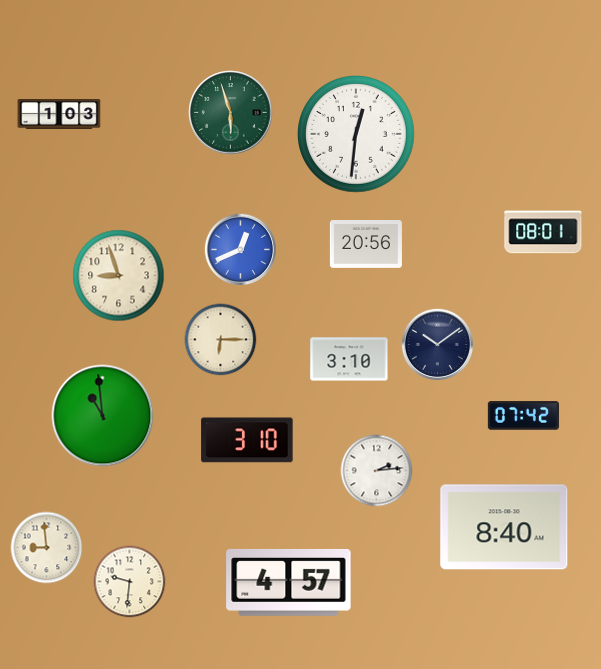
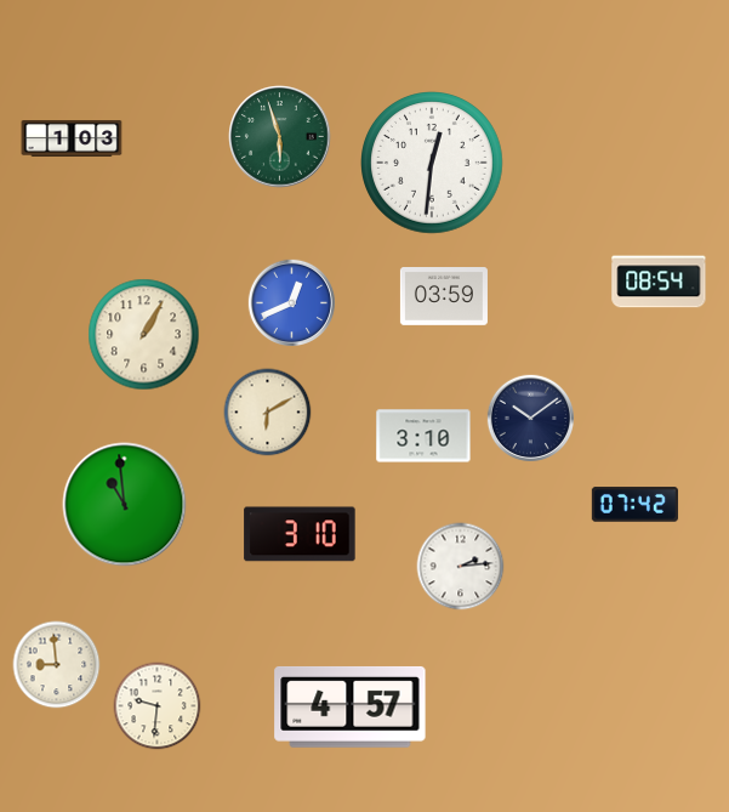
clock at (543, 232): 08:01 -> 08:54
clock at (366, 245): 20:56 -> 03:59
clock at (119, 276): 8:57 -> 1:05
clock at (221, 340): 6:15 -> 6:10
clock at (377, 471) position: (377, 471) -> (461, 567)
clock at (504, 527): 8:40 -> none
